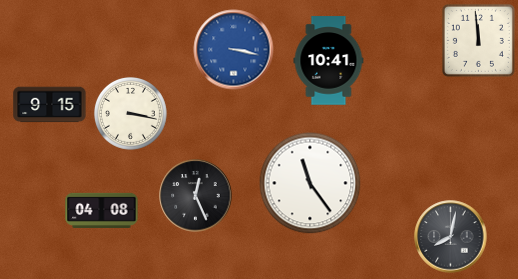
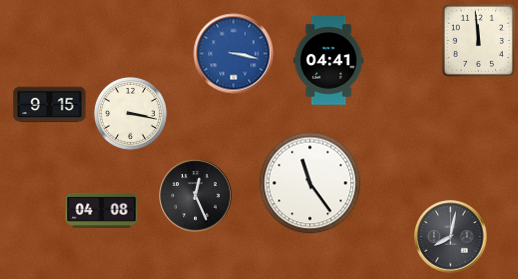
clock at (234, 50) position: (234, 50) -> (234, 54)
clock at (329, 61): 10:41 -> 04:41
